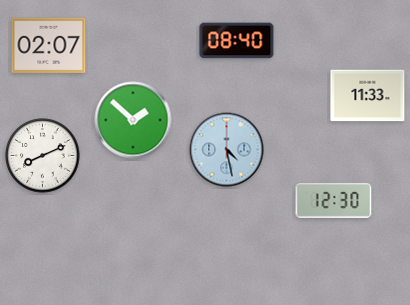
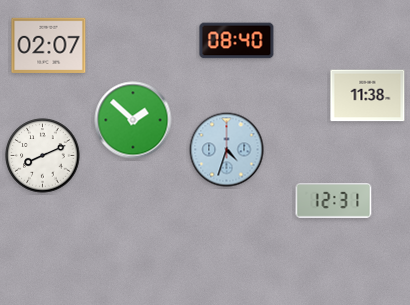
clock at (368, 96): 11:33 -> 11:38
clock at (227, 150): 4:28 -> 4:33
clock at (334, 200): 12:30 -> 12:31
